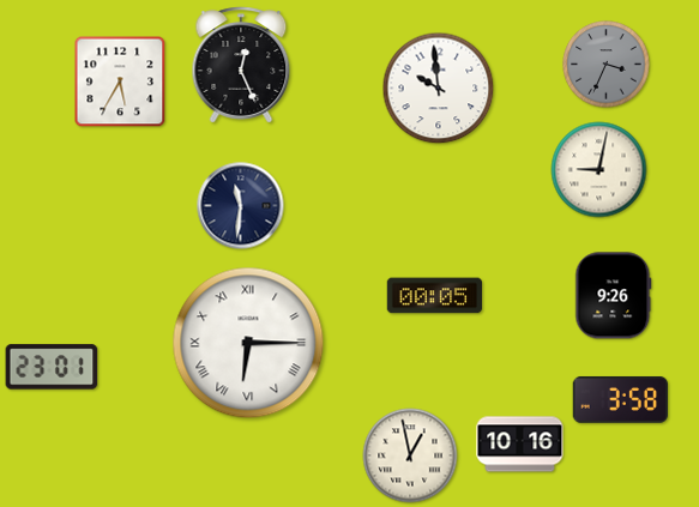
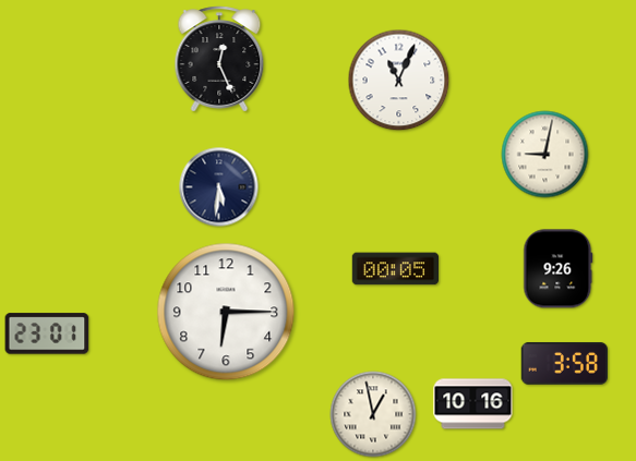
clock at (607, 65): 3:34 -> none
clock at (120, 82): 5:35 -> none
clock at (439, 89): 9:59 -> 11:04
clock at (241, 206): 11:31 -> 5:31
clock at (248, 343) numerals: Roman -> Arabic
